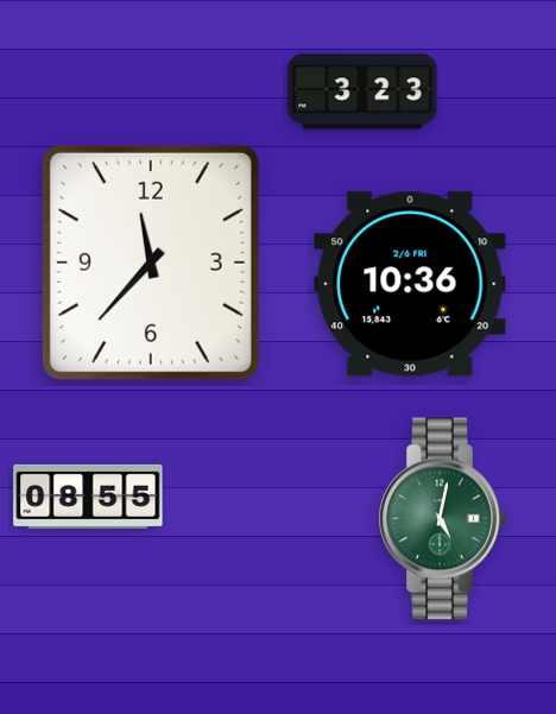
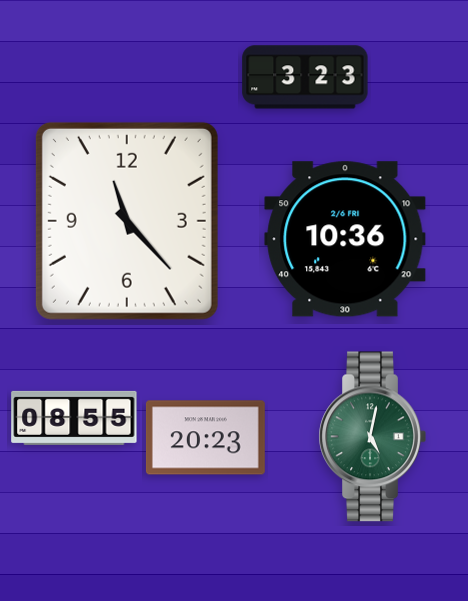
clock at (151, 263): 11:37 -> 11:23
clock at (205, 438): none -> 20:23
